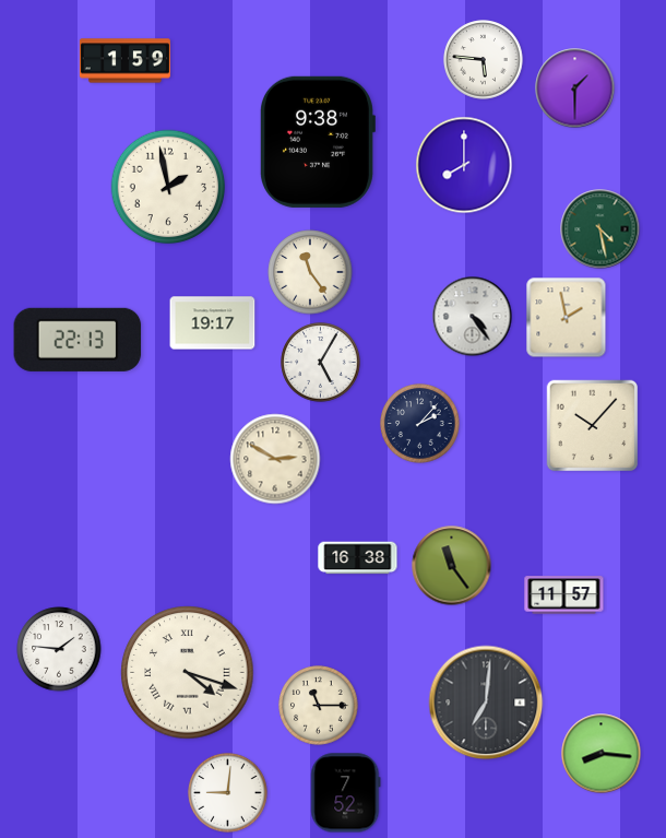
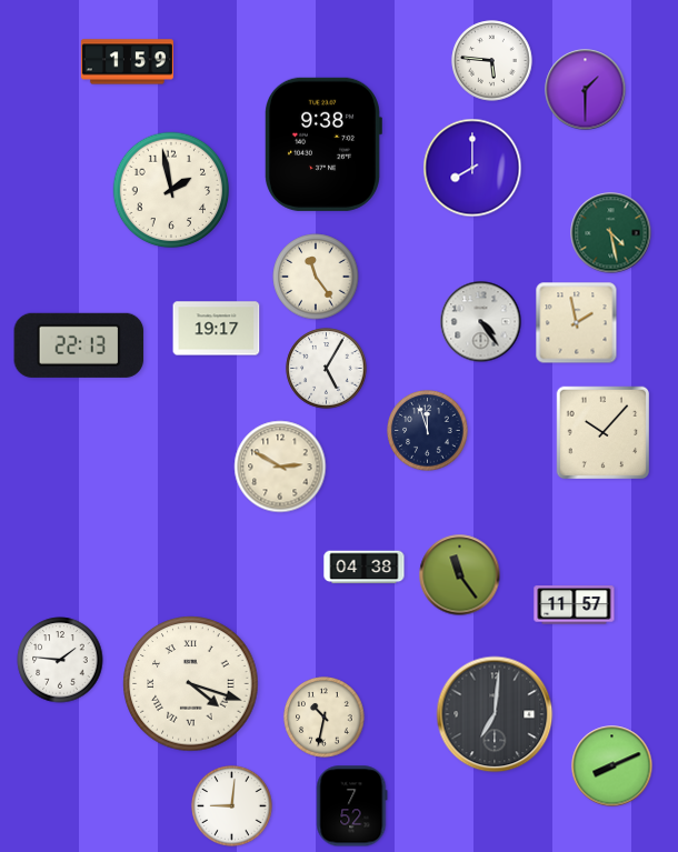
clock at (420, 424): 2:07 -> 11:57
clock at (358, 558): 16:38 -> 04:38
clock at (319, 706): 11:15 -> 10:32
clock at (602, 754): 8:16 -> 8:11
